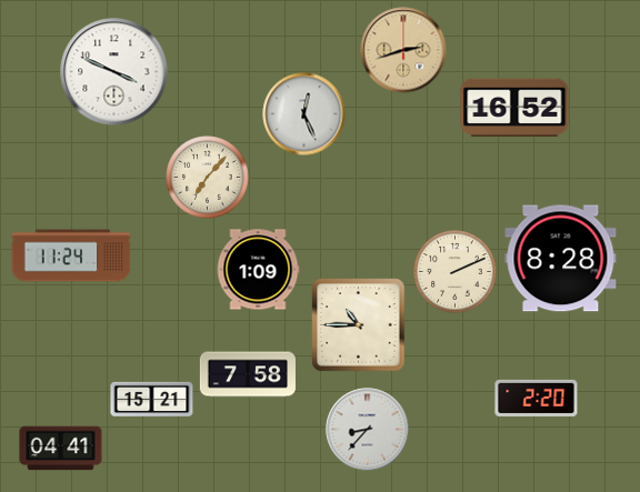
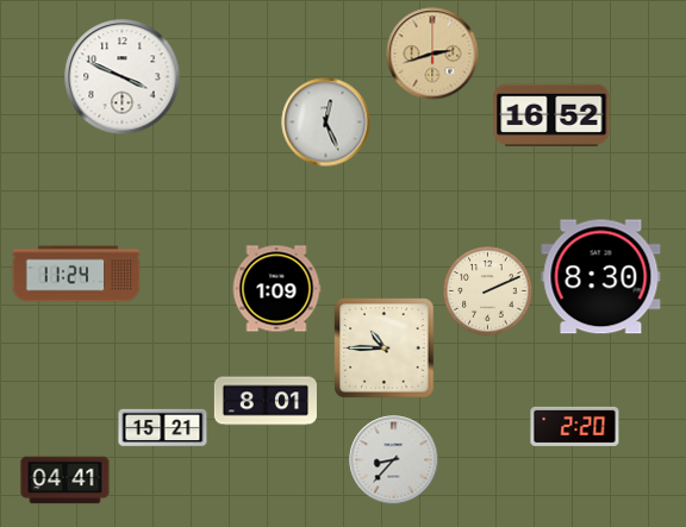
clock at (208, 178): 7:07 -> none
clock at (561, 259): 8:28 -> 8:30
clock at (248, 374): 7:58 -> 8:01
